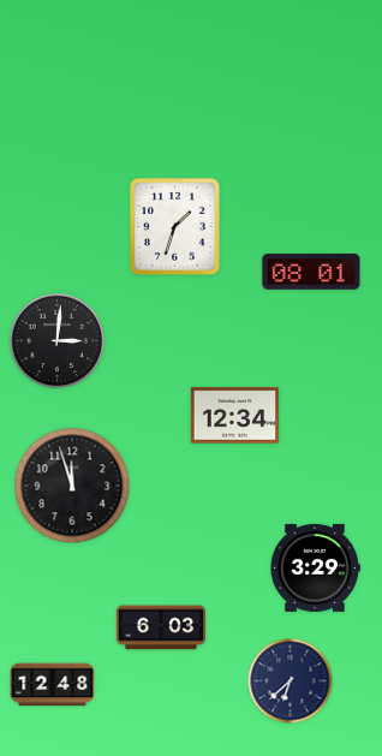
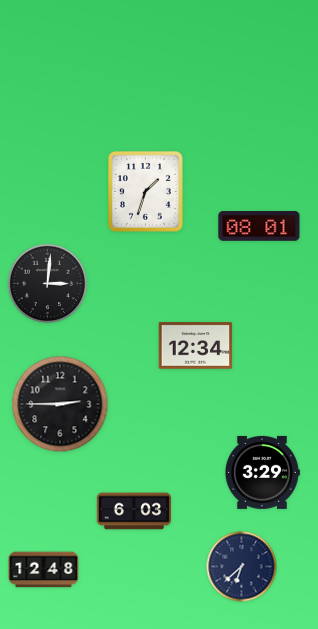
clock at (174, 226) position: (174, 226) -> (145, 191)
clock at (72, 486): 11:57 -> 2:45
clock at (160, 627) position: (160, 627) -> (133, 511)
